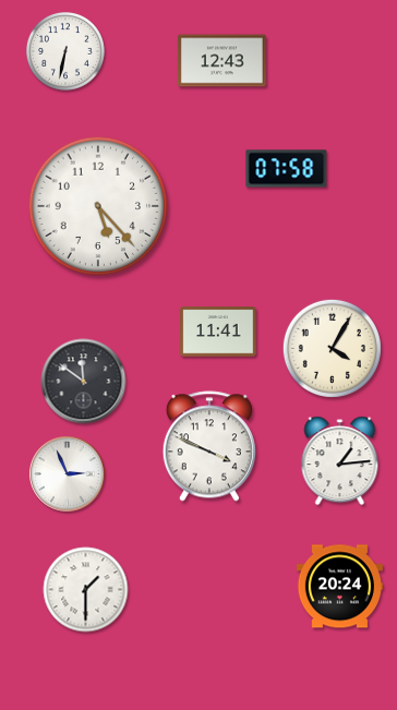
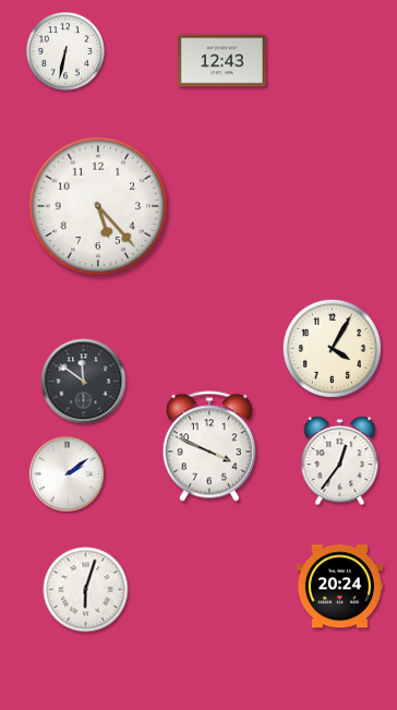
clock at (287, 169): 07:58 -> none
clock at (218, 332): 11:41 -> none
clock at (340, 461): 1:14 -> 12:36
clock at (68, 474): 2:56 -> 2:09
clock at (86, 590): 1:30 -> 6:03
